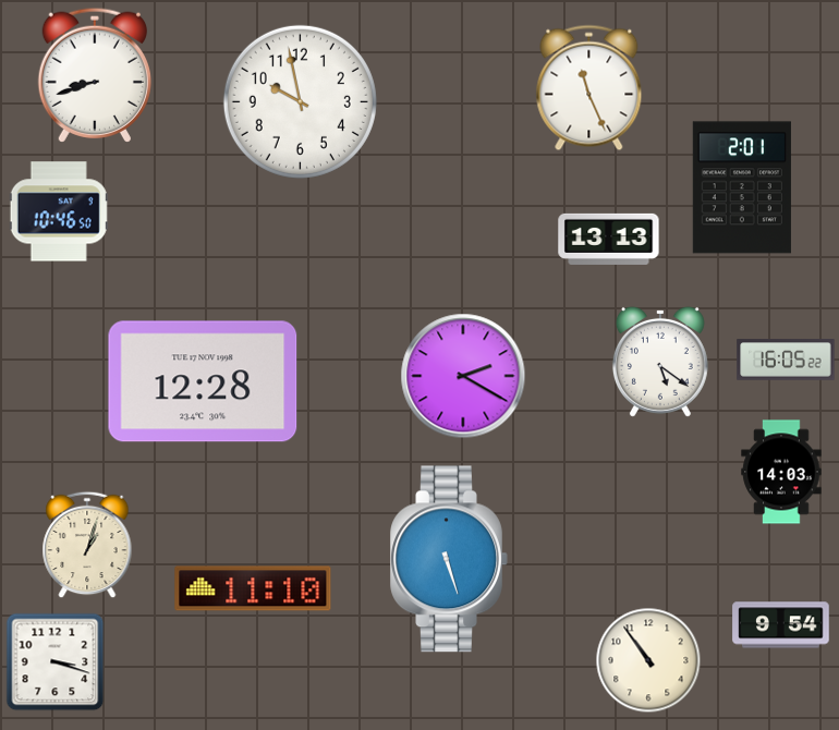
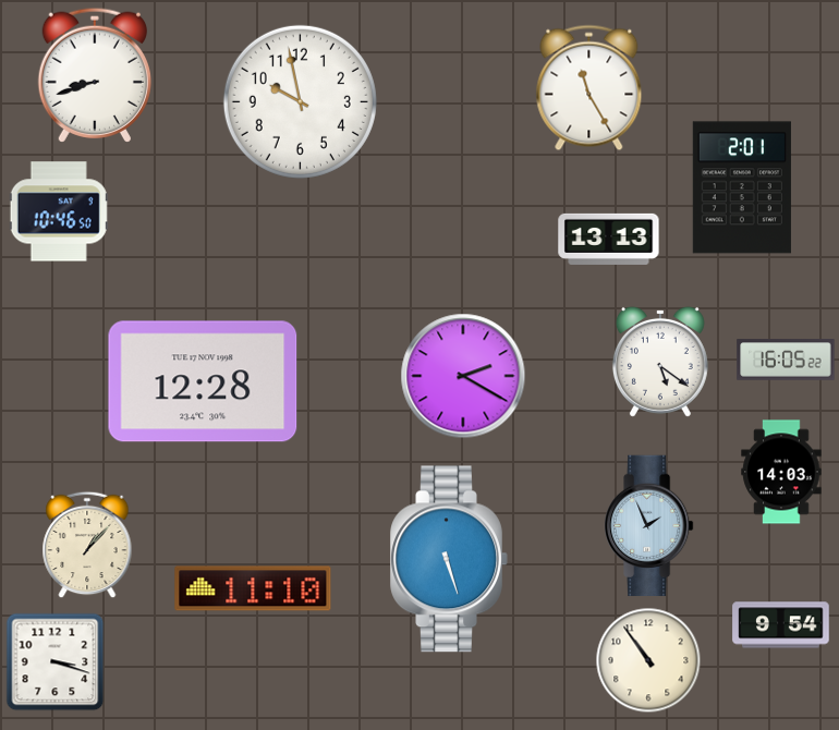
clock at (589, 88): 11:26 -> 11:25
clock at (649, 526): none -> 1:56
clock at (87, 545): 1:03 -> 1:07
